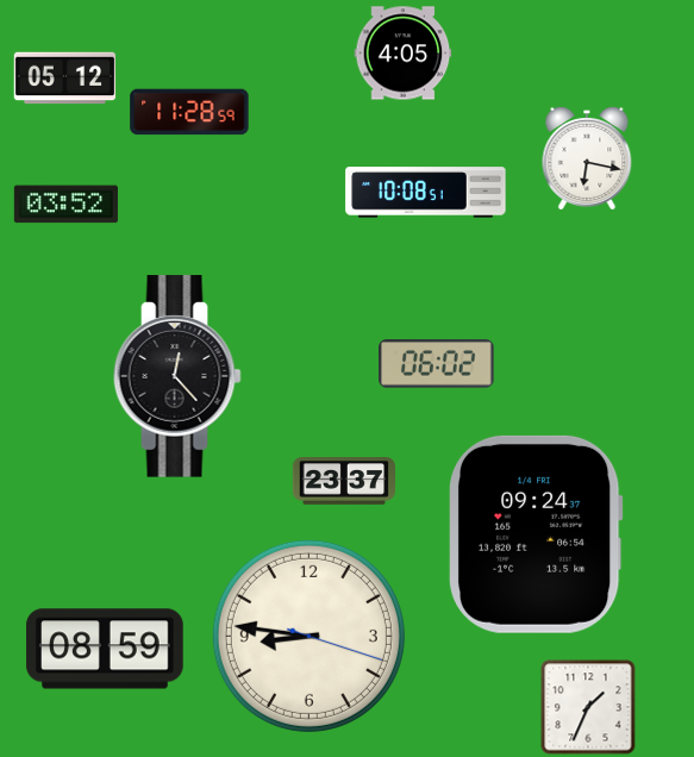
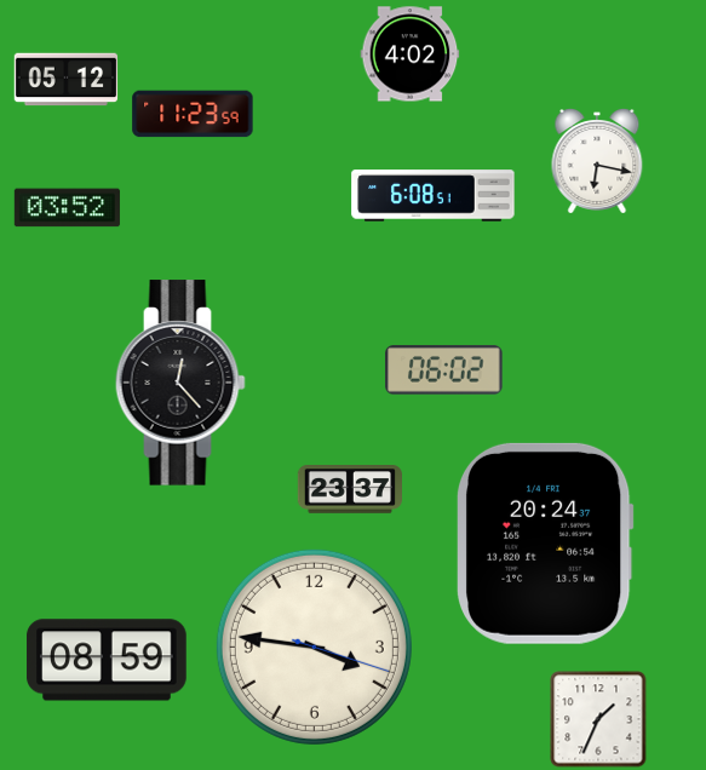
clock at (404, 54): 4:05 -> 4:02
clock at (189, 112): 11:28 -> 11:23
clock at (426, 193): 10:08 -> 6:08
clock at (536, 534): 09:24 -> 20:24
clock at (308, 636): 8:46 -> 3:46
